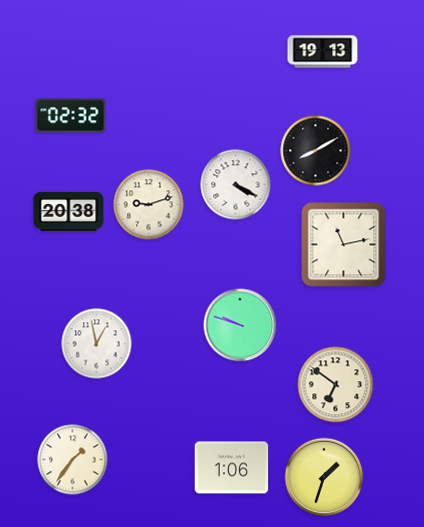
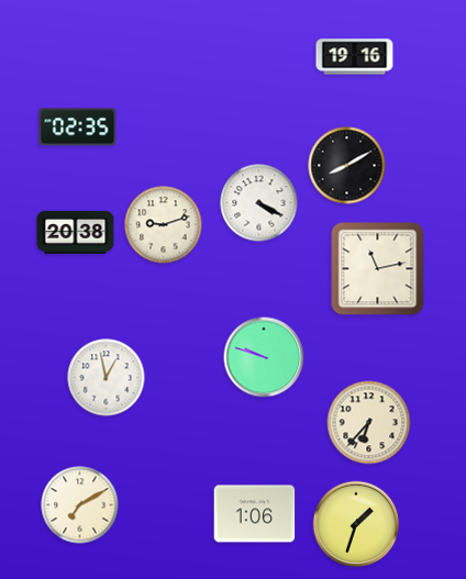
clock at (323, 52): 19:13 -> 19:16
clock at (71, 116): 02:32 -> 02:35
clock at (336, 385): 6:51 -> 6:37
clock at (73, 460): 1:36 -> 7:10
